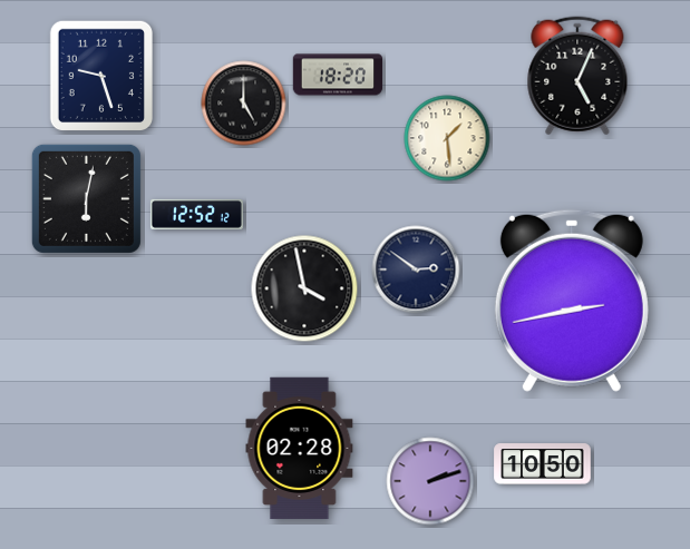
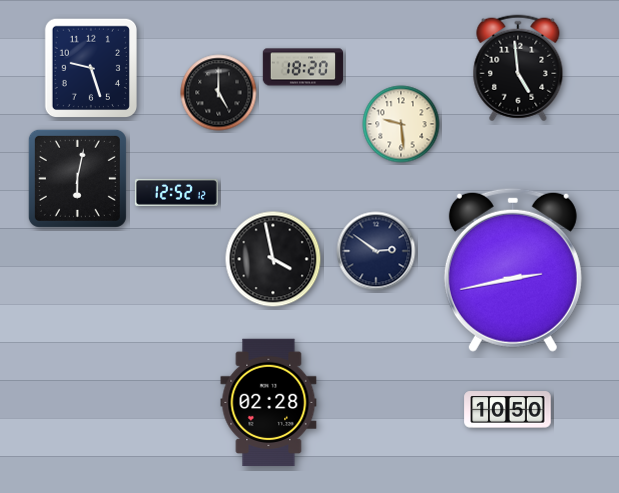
clock at (577, 76): 5:04 -> 4:59
clock at (447, 138): 1:29 -> 9:29
clock at (416, 269) position: (416, 269) -> (376, 251)
clock at (543, 464) position: (543, 464) -> (508, 410)
clock at (430, 481): 2:12 -> none
